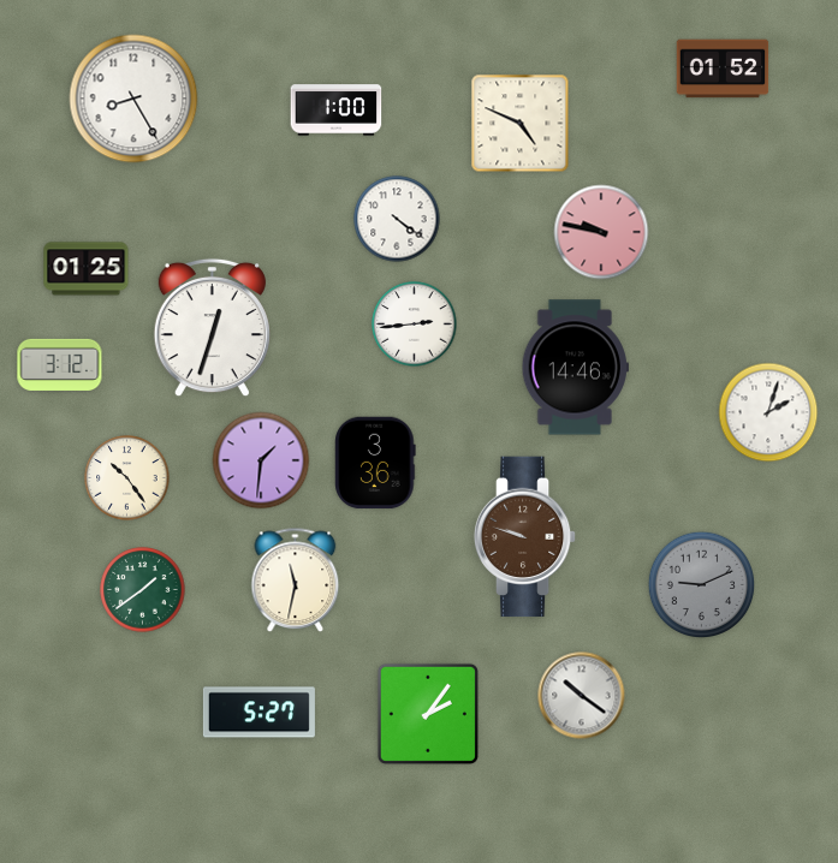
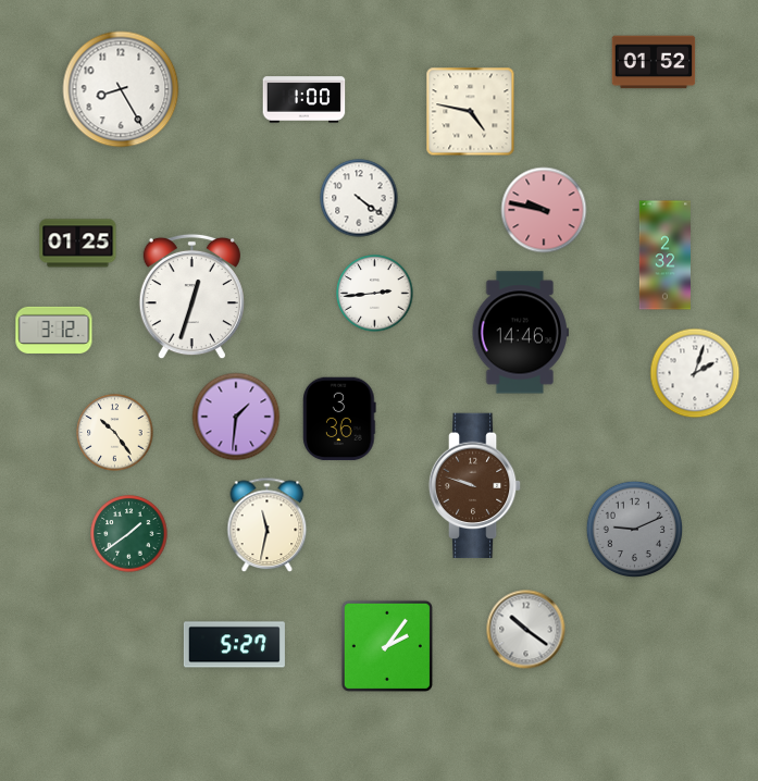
clock at (521, 124): 4:49 -> 4:47
clock at (666, 256): none -> 2:32
